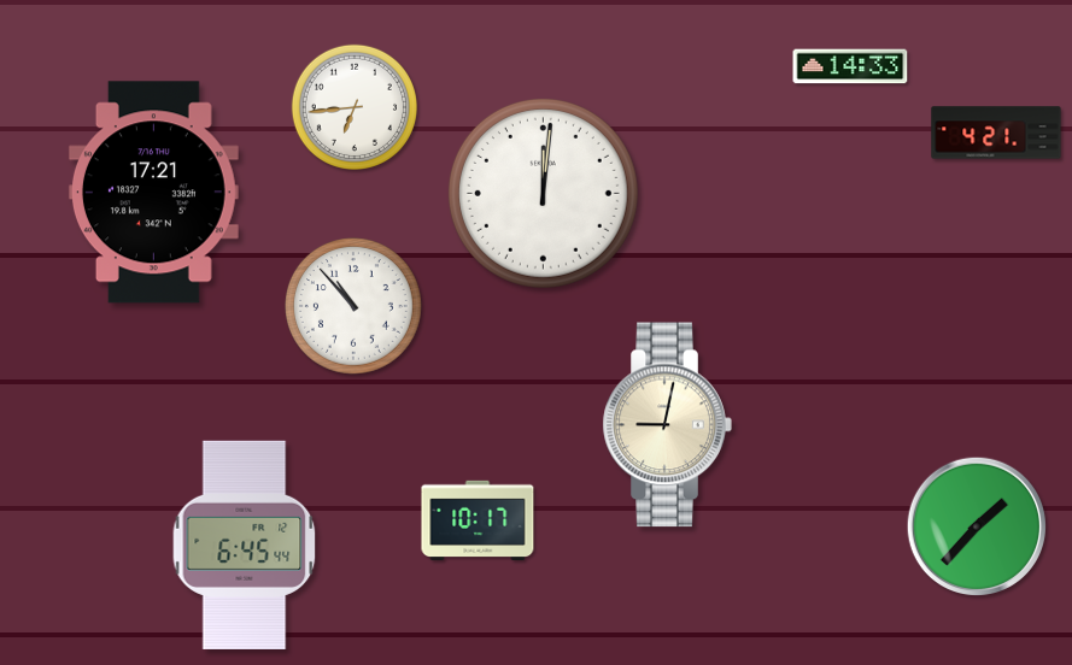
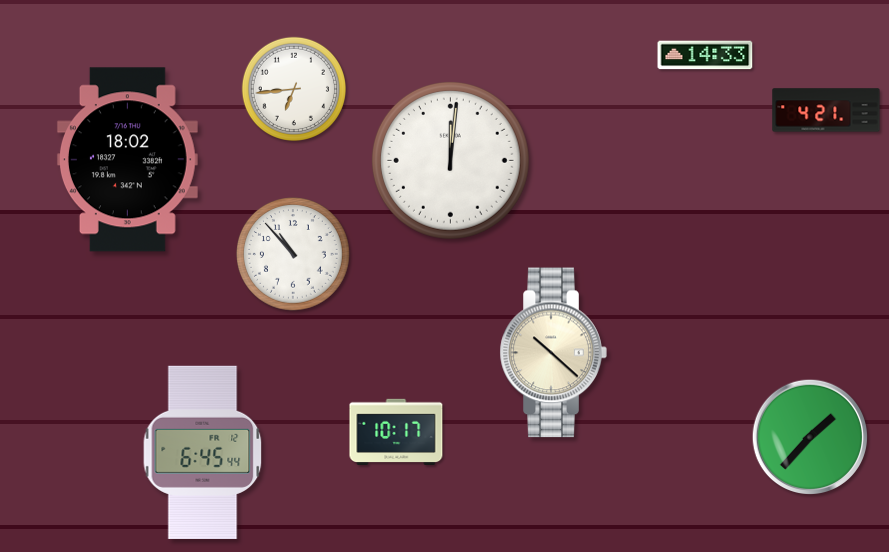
clock at (153, 193): 17:21 -> 18:02
clock at (667, 425): 9:02 -> 10:22
